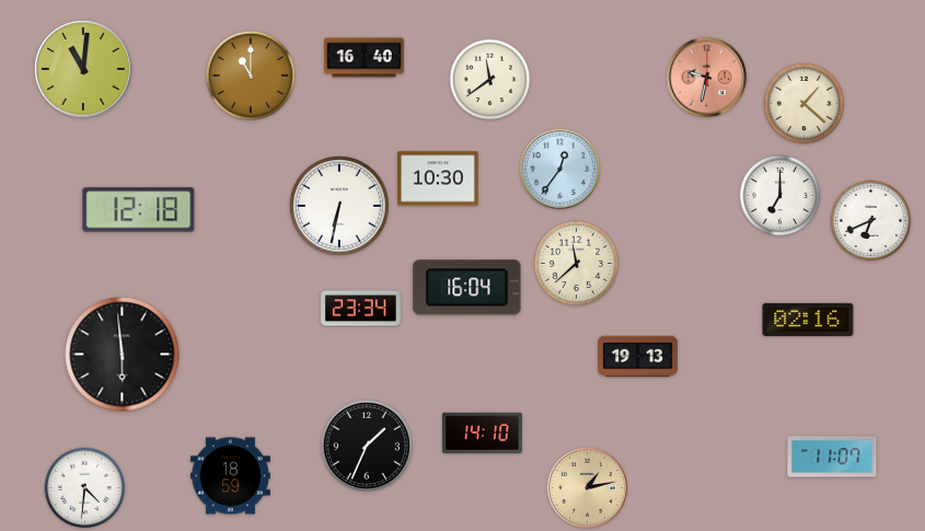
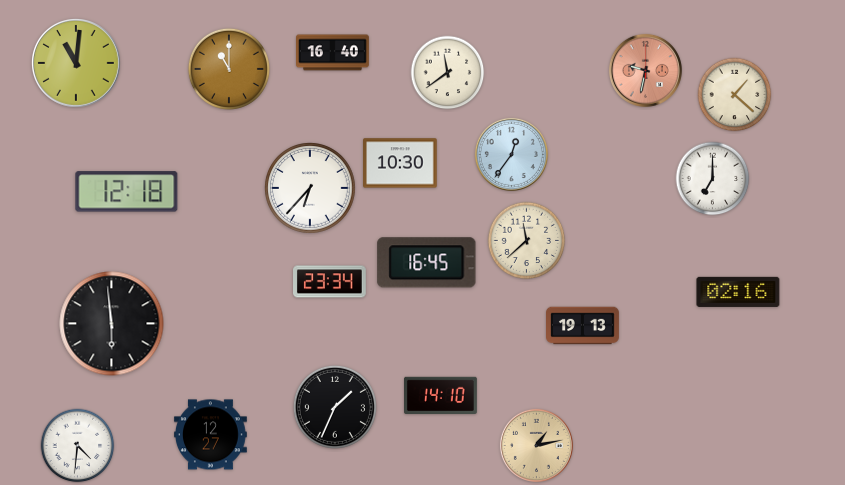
clock at (340, 207): 6:32 -> 6:37
clock at (871, 221): 6:41 -> none
clock at (467, 288): 16:04 -> 16:45
clock at (832, 457): 11:07 -> none
clock at (230, 476): 18:59 -> 12:27
